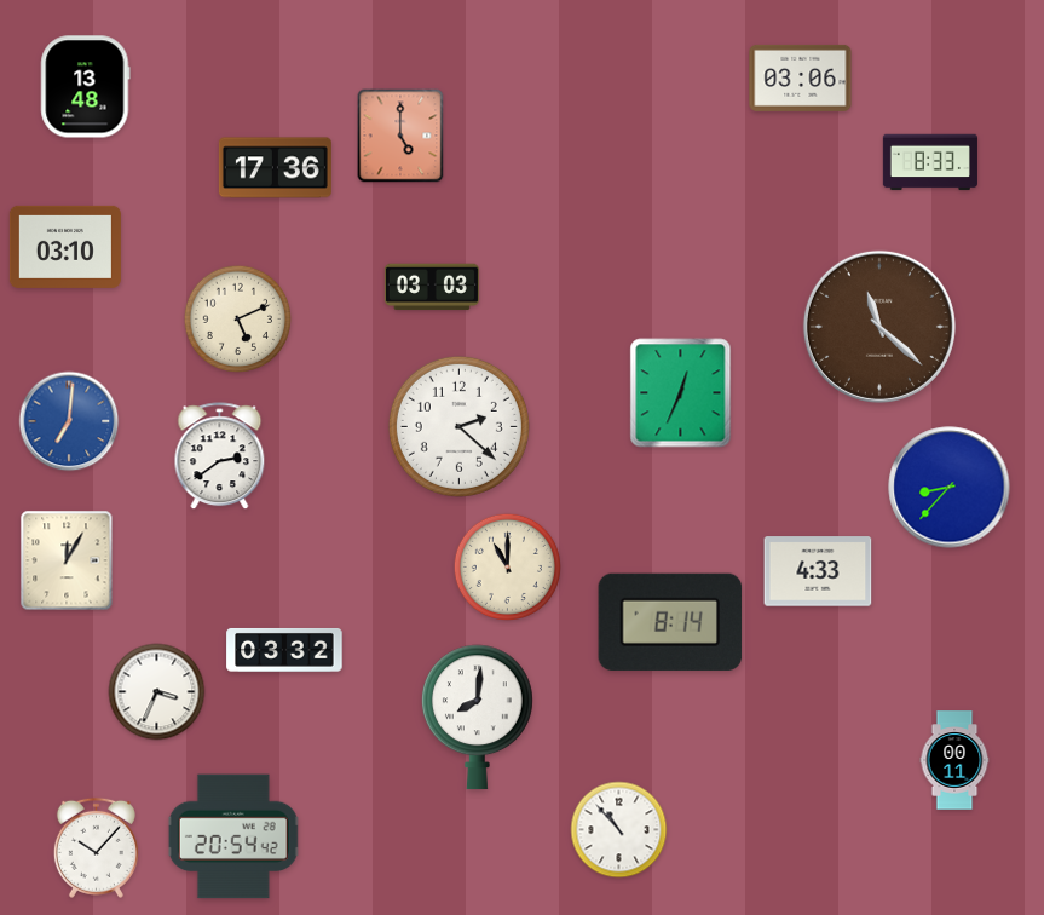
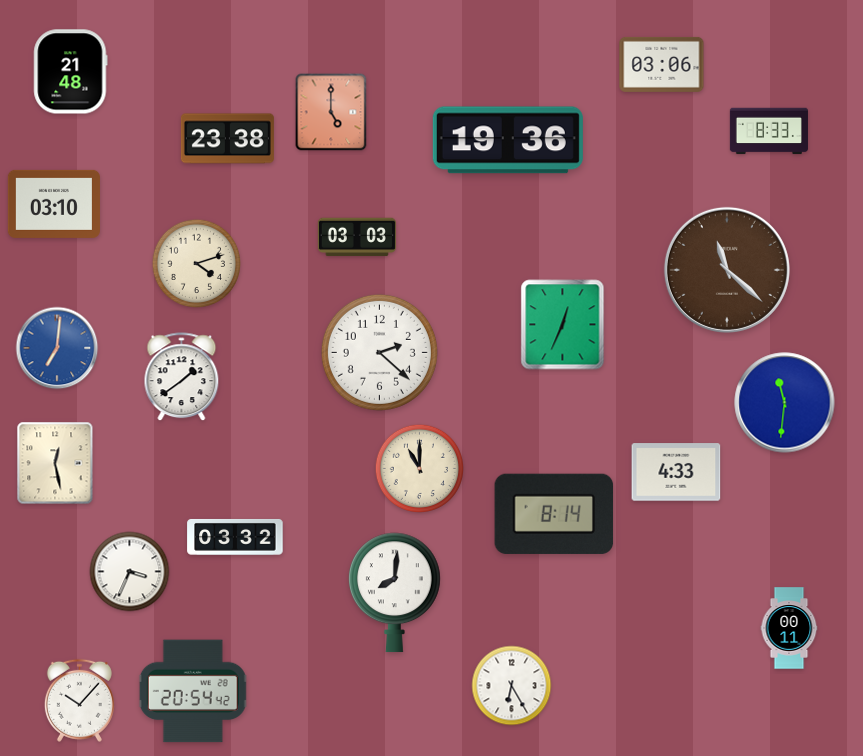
clock at (86, 87): 13:48 -> 21:48
clock at (930, 162) position: (930, 162) -> (769, 131)
clock at (275, 168): 17:36 -> 23:38
clock at (508, 140): none -> 19:36
clock at (237, 318): 5:11 -> 4:12
clock at (220, 456): 2:39 -> 1:39
clock at (950, 488): 8:37 -> 11:31
clock at (67, 560): 12:05 -> 12:28
clock at (619, 830): 10:53 -> 6:25
